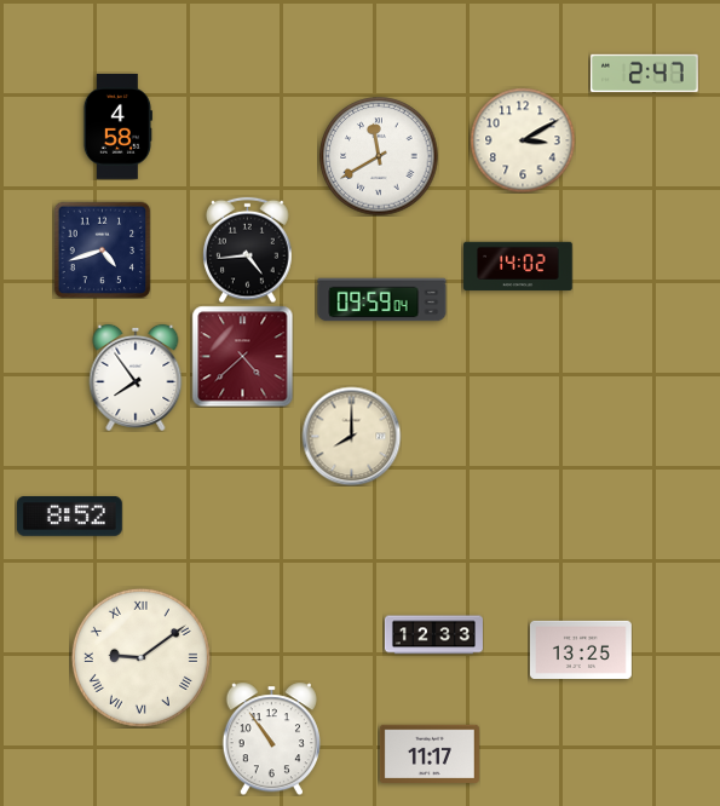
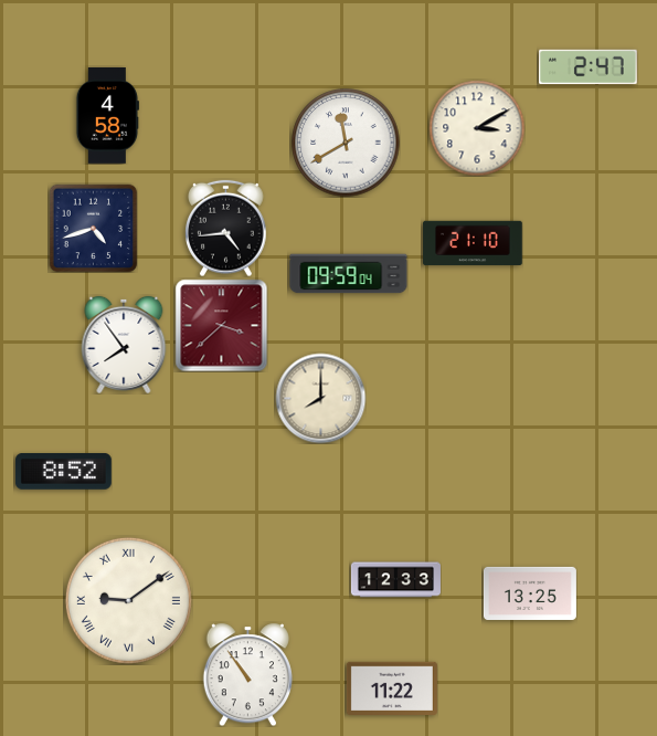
clock at (518, 266): 14:02 -> 21:10
clock at (242, 356): 4:38 -> 3:38
clock at (430, 754): 11:17 -> 11:22
